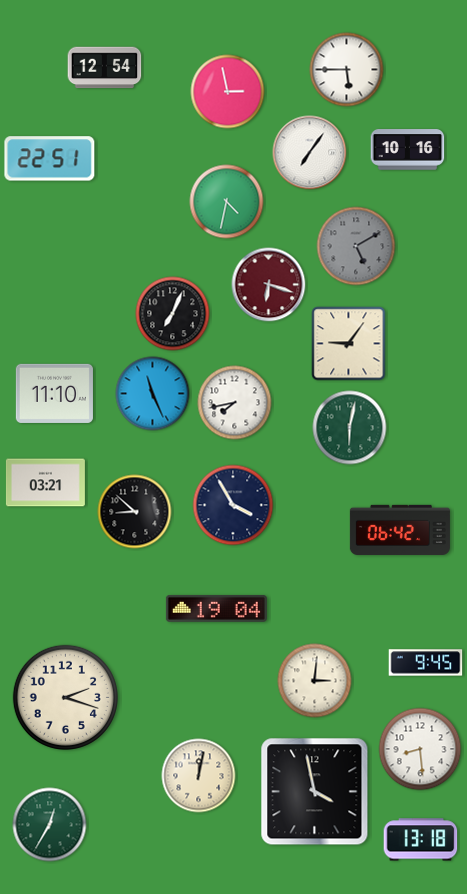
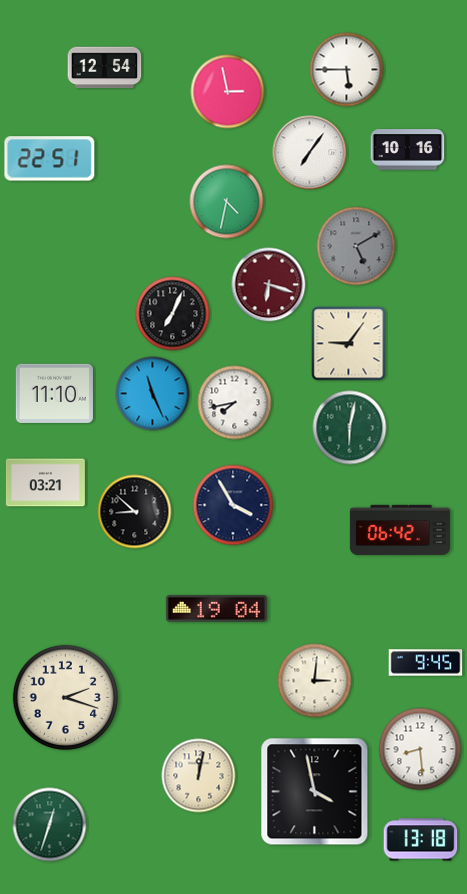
clock at (50, 825): 12:35 -> 12:33
